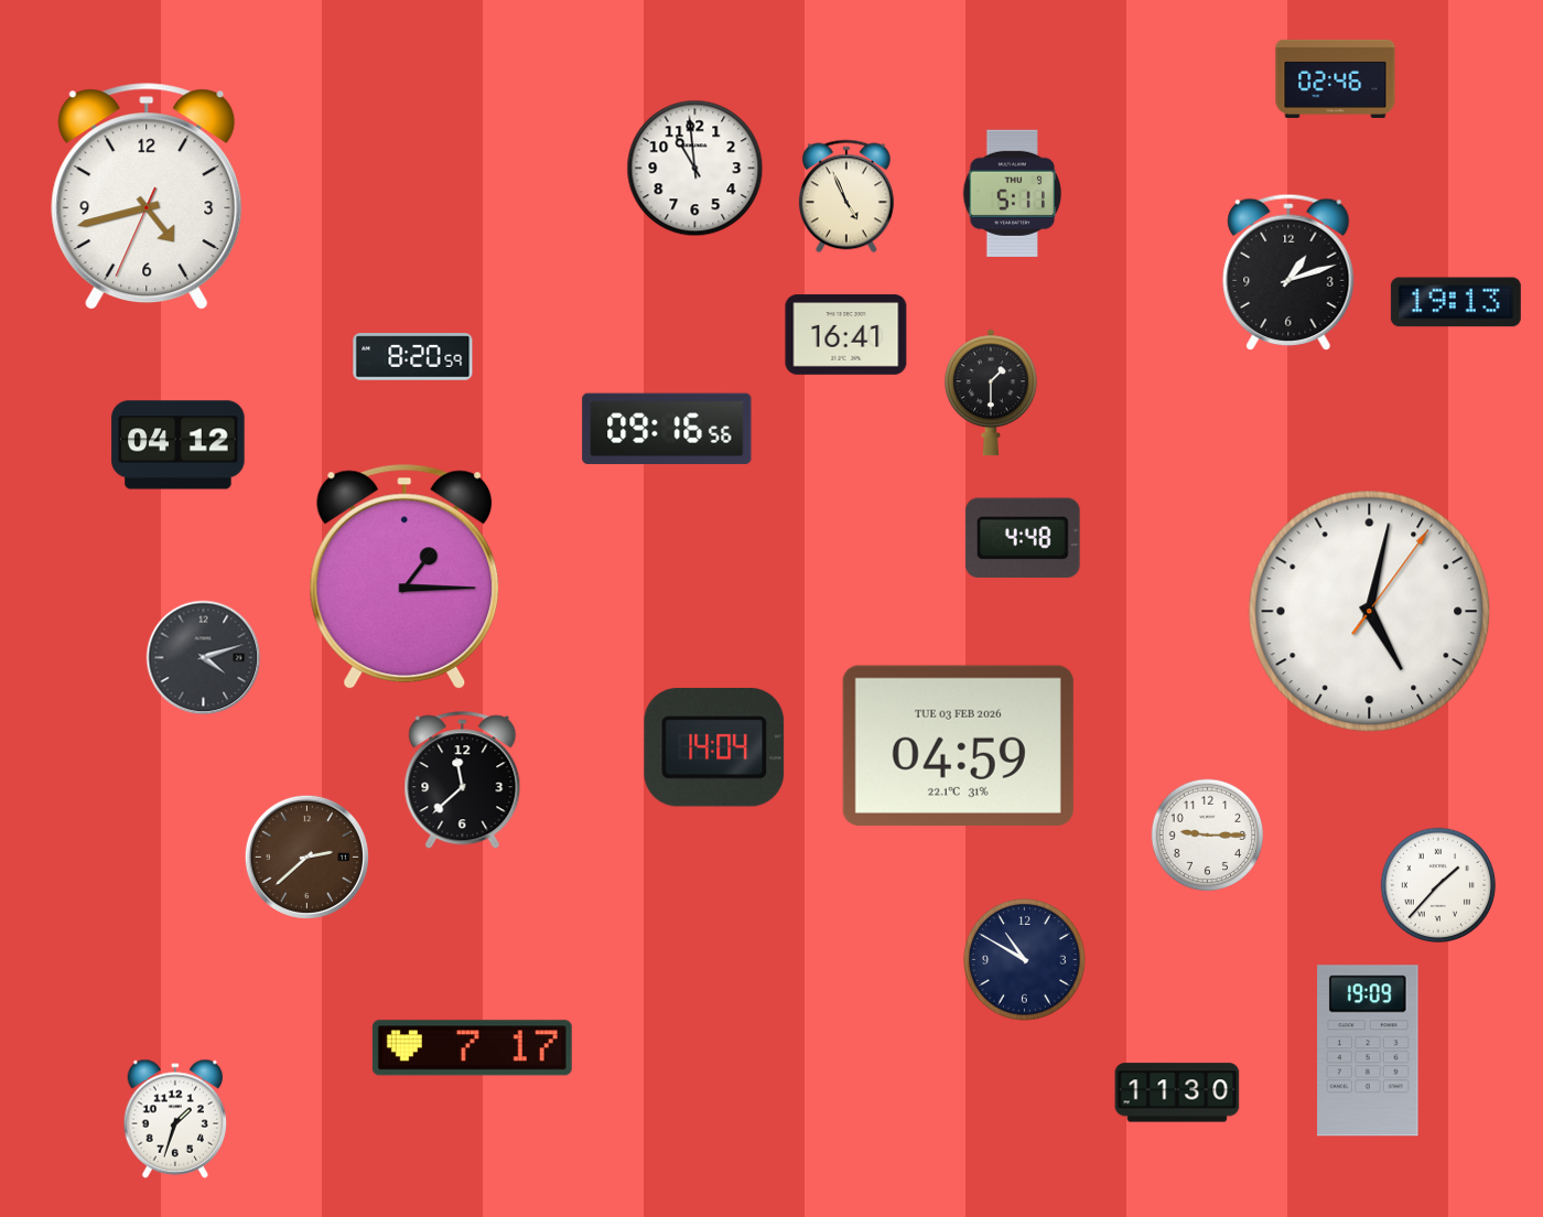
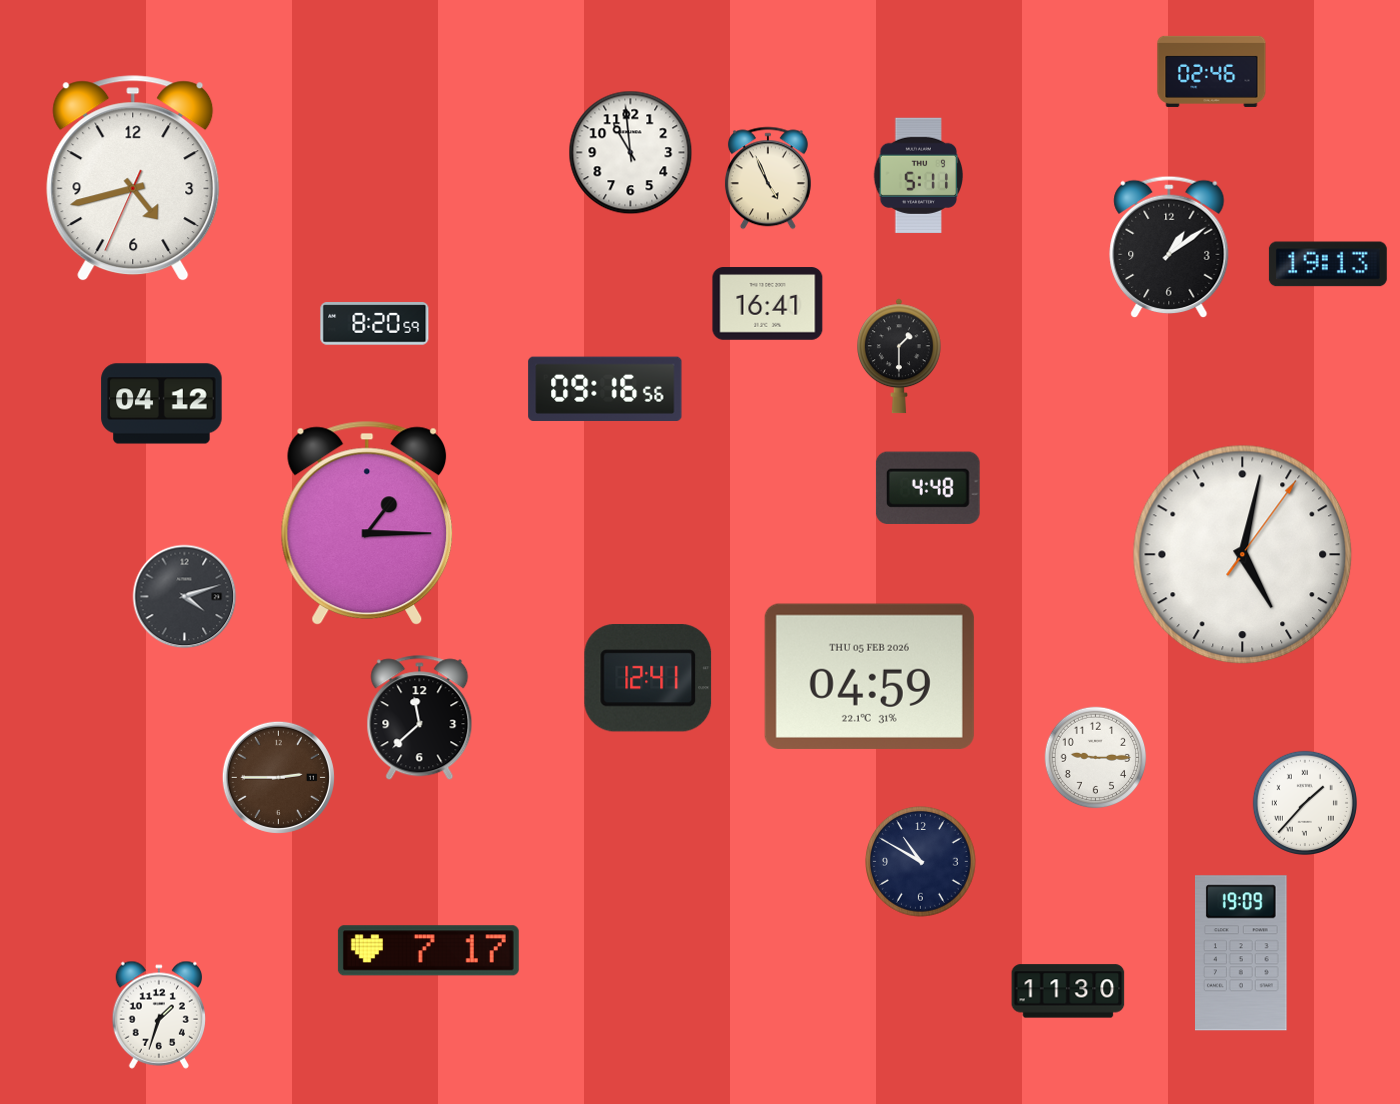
clock at (1288, 272): 1:12 -> 1:09
clock at (1456, 302) position: (1456, 302) -> (1328, 264)
clock at (958, 745) date: TUE 03 FEB 2026 -> THU 05 FEB 2026
clock at (714, 747): 14:04 -> 12:41
clock at (463, 780) position: (463, 780) -> (420, 718)
clock at (306, 857): 2:38 -> 2:45
clock at (1025, 960) position: (1025, 960) -> (921, 862)
